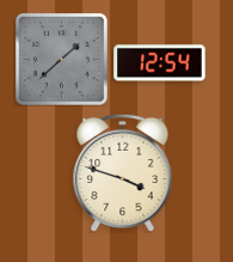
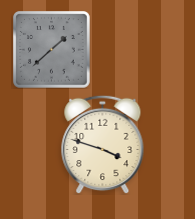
clock at (160, 63): 12:54 -> none
